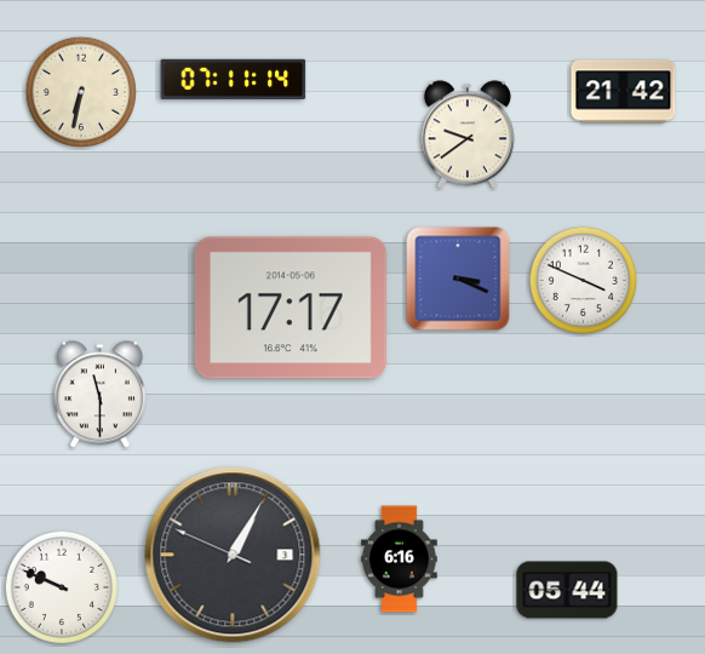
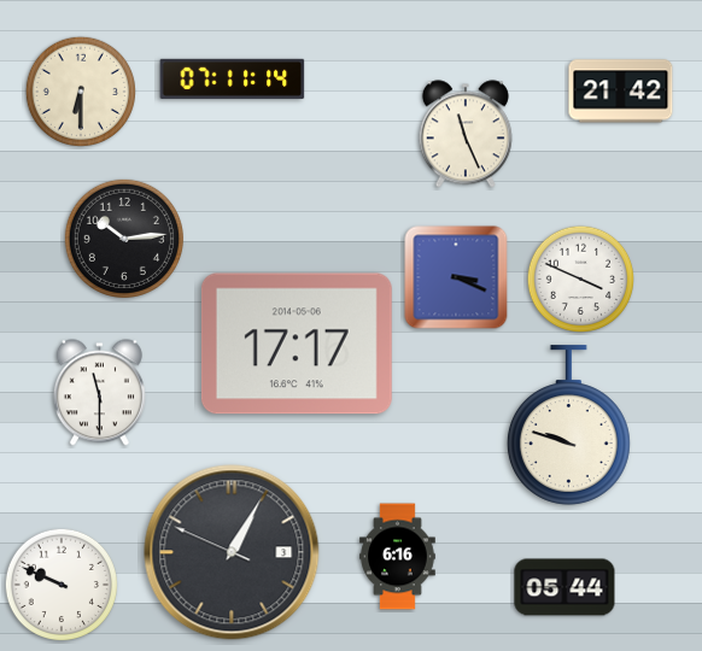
clock at (80, 91): 6:32 -> 6:30
clock at (468, 134): 9:39 -> 11:26
clock at (124, 239): none -> 10:14
clock at (291, 308) position: (291, 308) -> (297, 344)
clock at (568, 426): none -> 9:48
